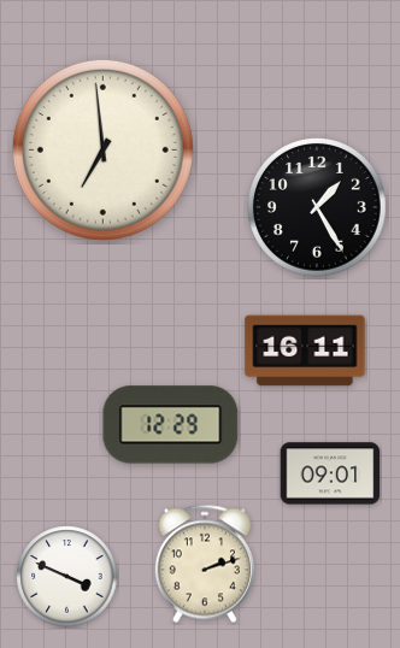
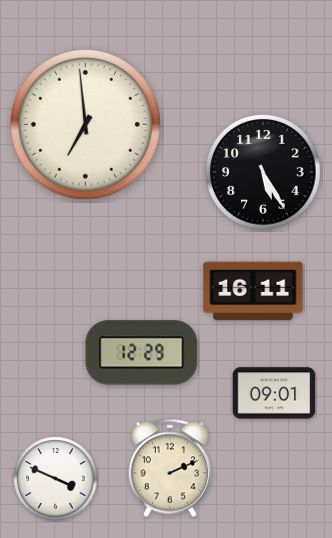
clock at (317, 207): 1:25 -> 5:25
clock at (205, 564): 2:12 -> 2:11
